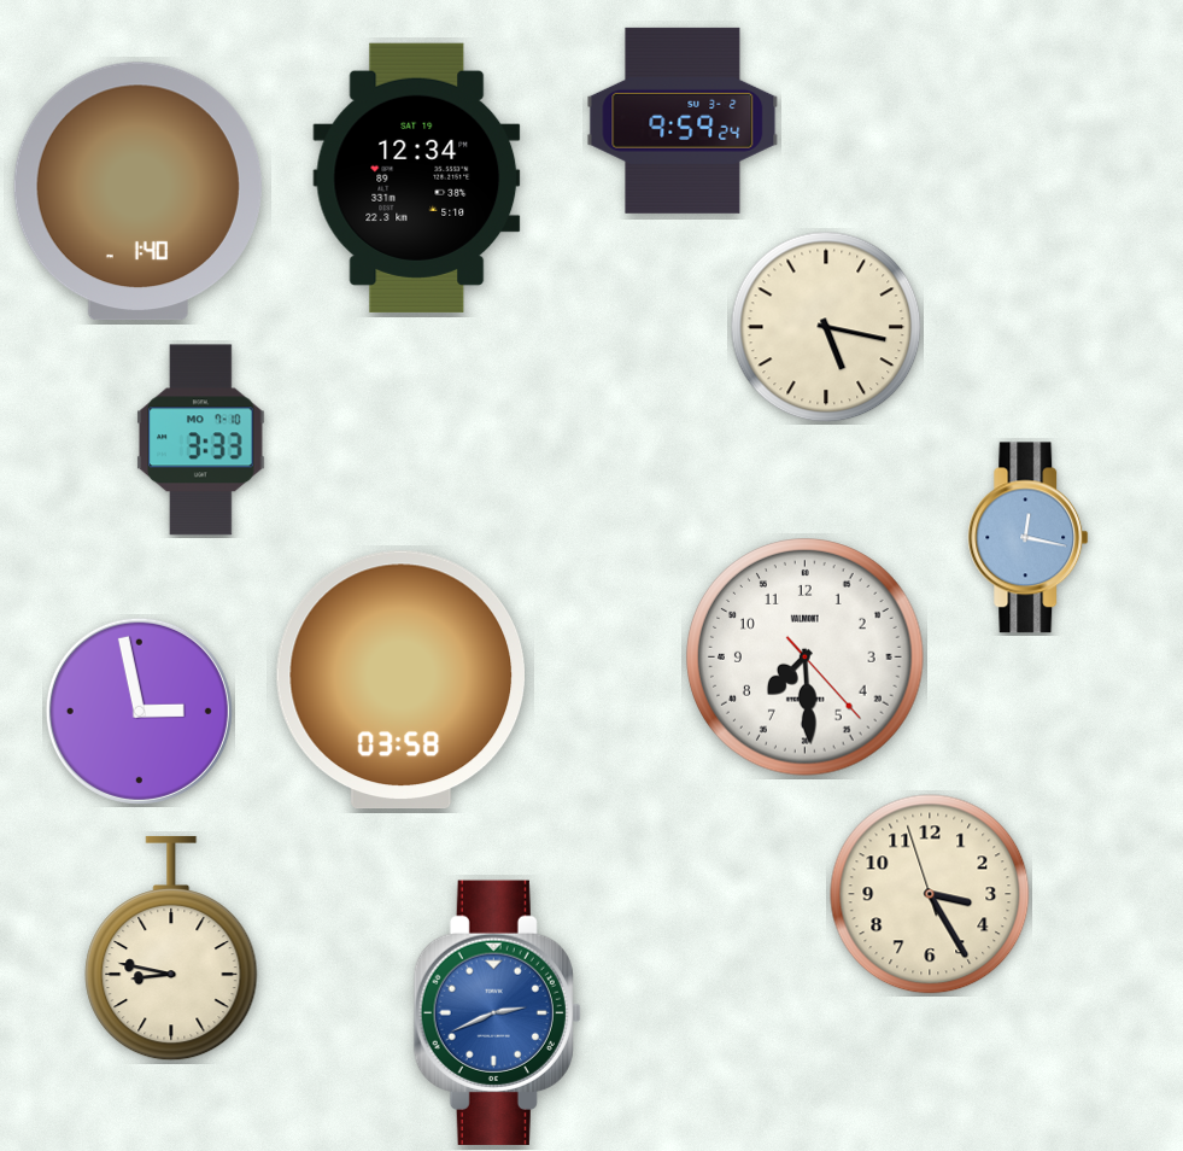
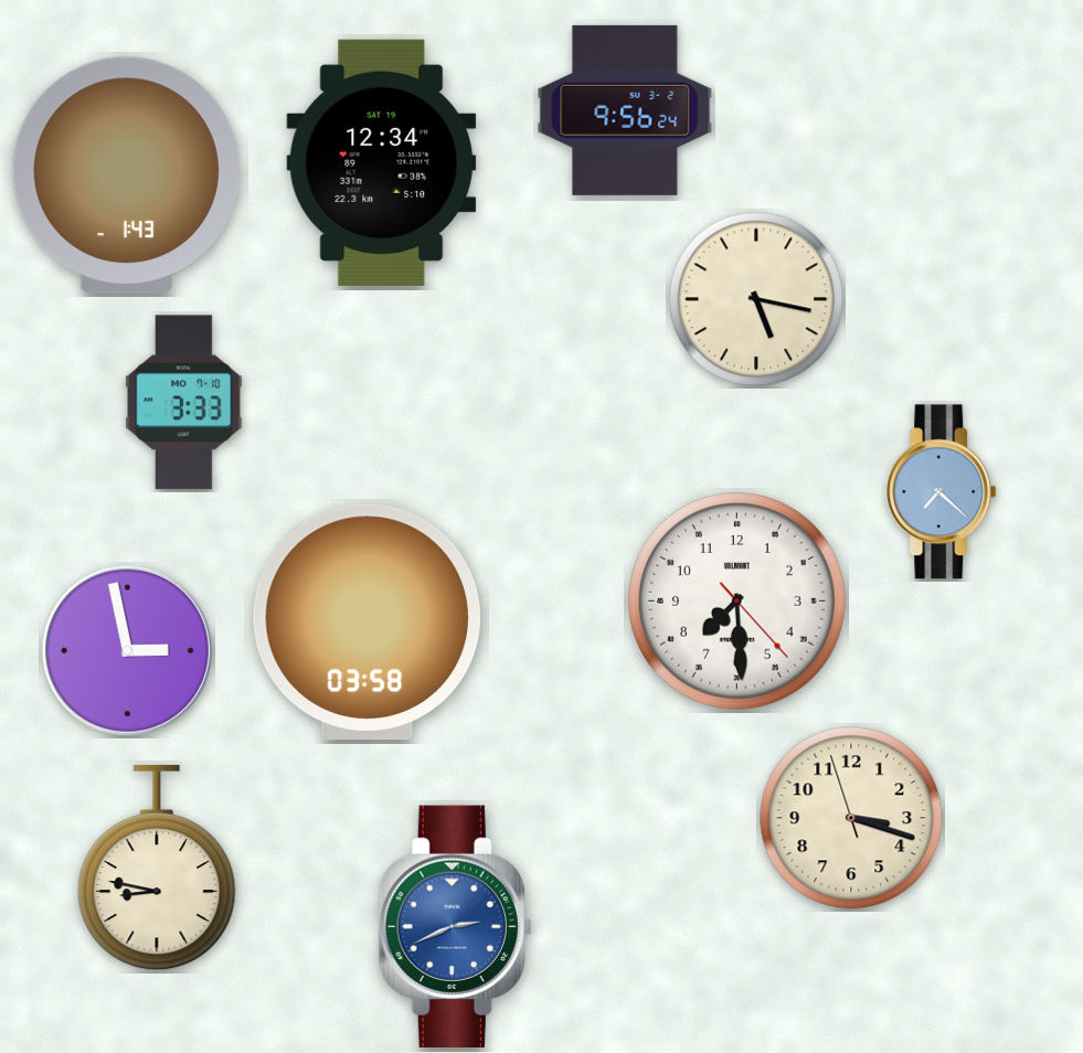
clock at (683, 121): 9:59 -> 9:56
clock at (137, 192): 1:40 -> 1:43
clock at (1029, 538): 12:17 -> 7:22
clock at (930, 894): 3:24 -> 3:17
